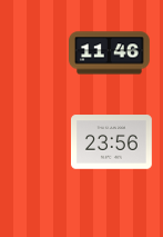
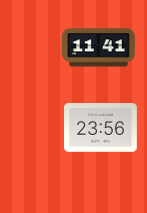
clock at (110, 53): 11:46 -> 11:41
